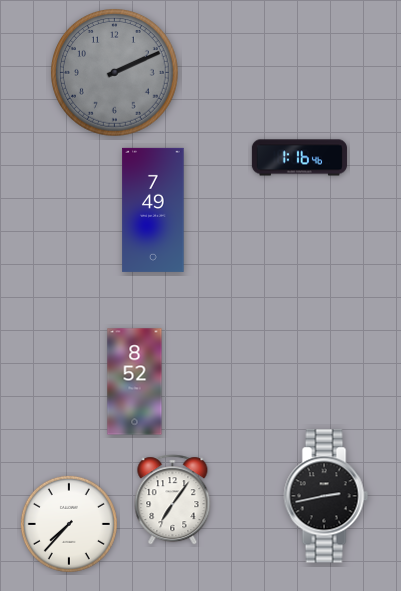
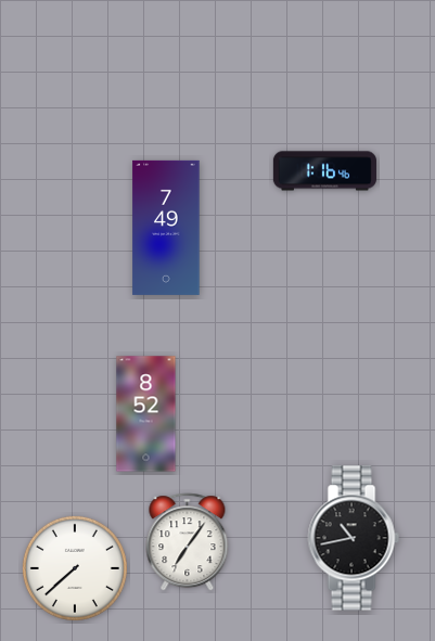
clock at (115, 73): 2:11 -> none
clock at (326, 496): 2:43 -> 10:43
clock at (69, 524): 7:37 -> 7:38
